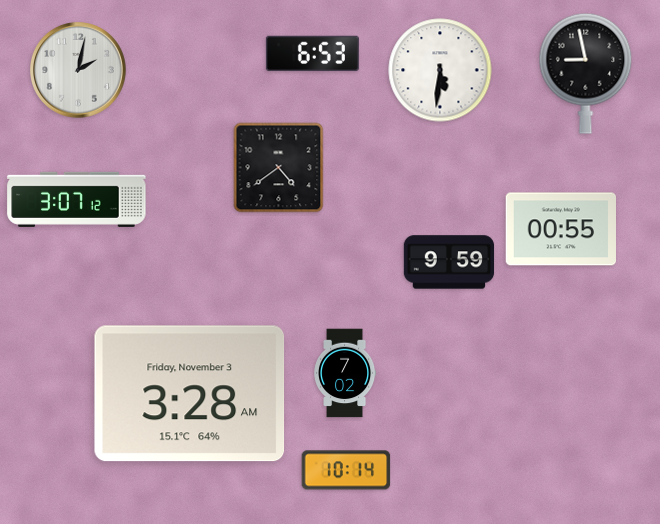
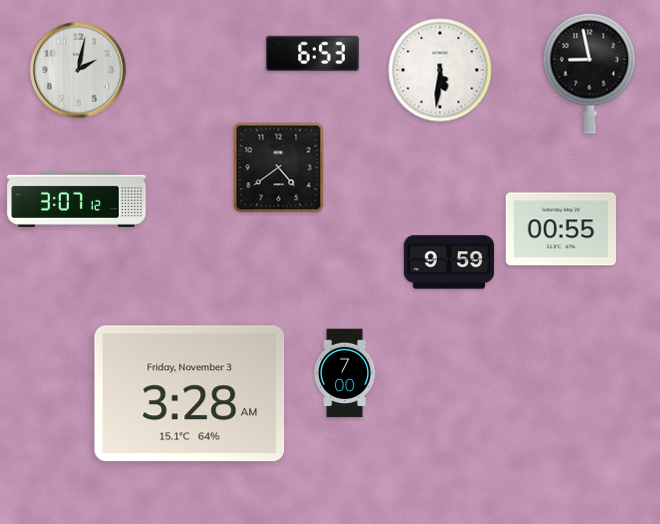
clock at (586, 73) position: (586, 73) -> (590, 73)
clock at (346, 373): 7:02 -> 7:00
clock at (346, 470): 10:14 -> none
